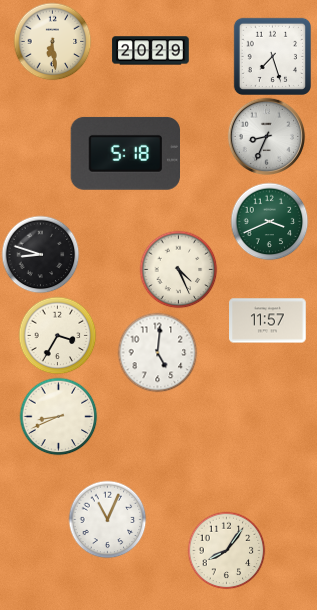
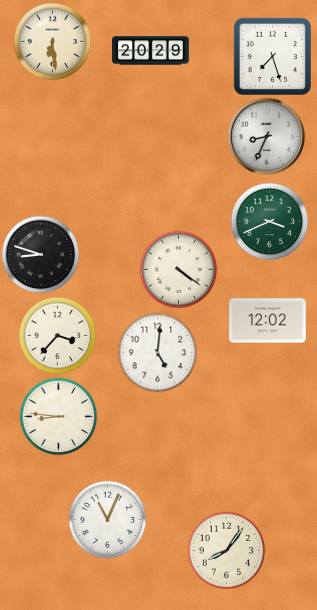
clock at (125, 153): 5:18 -> none
clock at (178, 269): 4:26 -> 4:21
clock at (268, 321): 11:57 -> 12:02
clock at (57, 335): 3:35 -> 3:37
clock at (58, 416): 8:41 -> 8:46
